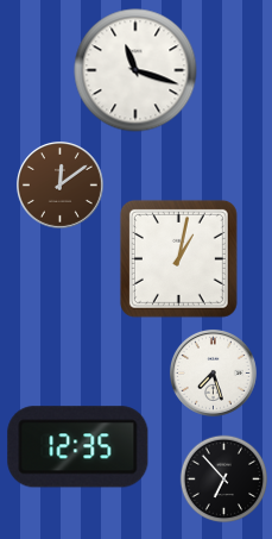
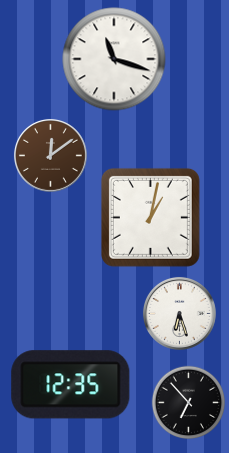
clock at (214, 374): 7:27 -> 6:27
clock at (78, 447) position: (78, 447) -> (71, 385)
